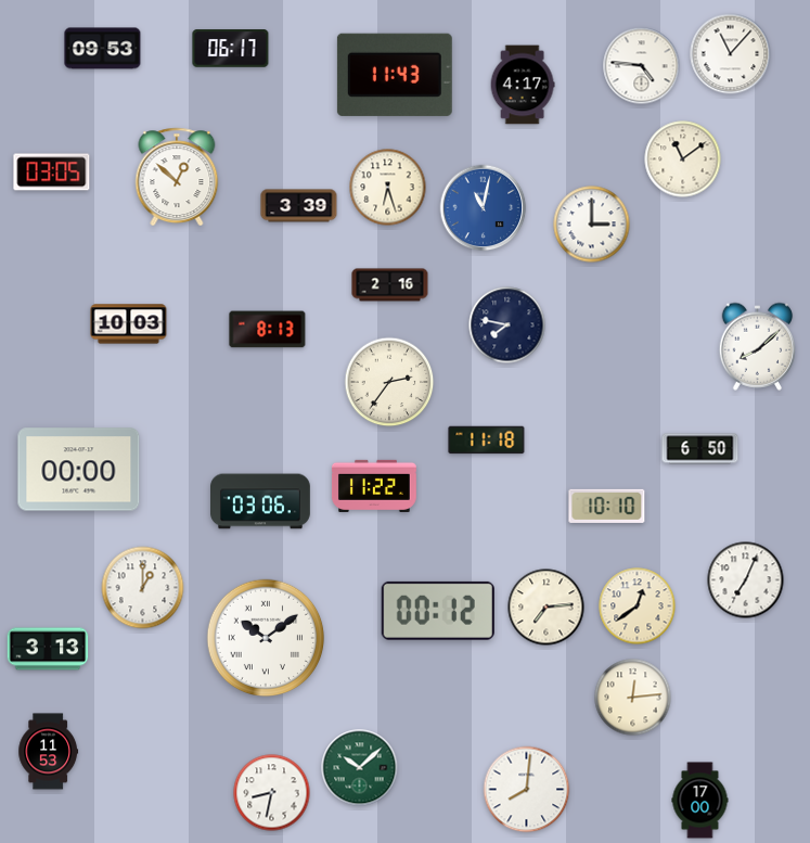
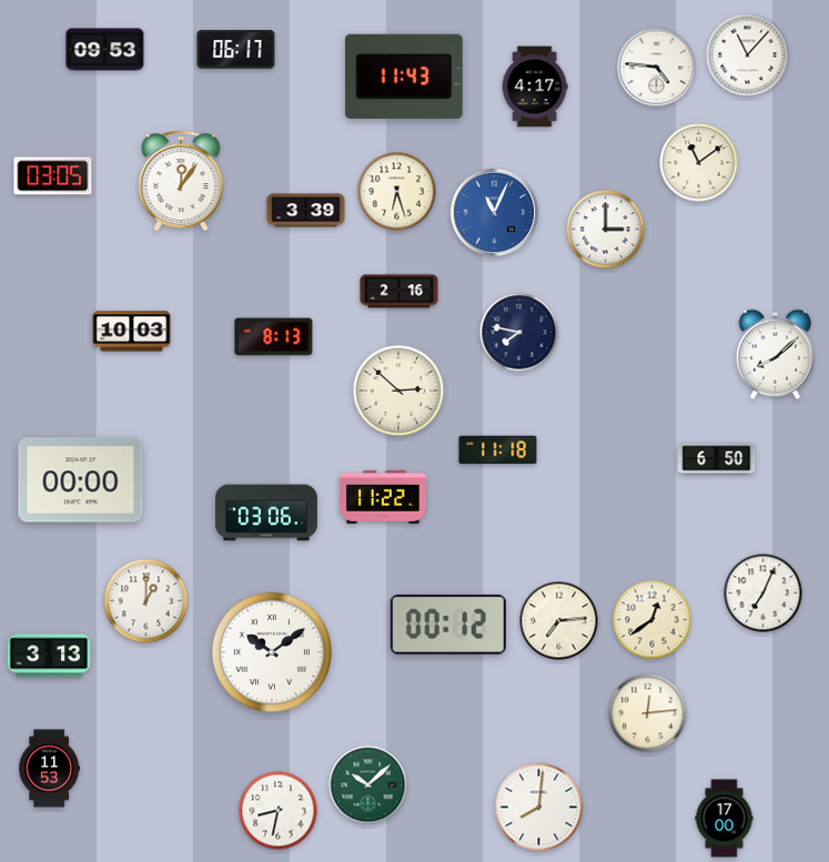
clock at (177, 177): 12:52 -> 12:06
clock at (484, 208): 11:02 -> 11:04
clock at (389, 382): 2:36 -> 2:52
clock at (607, 506): 10:10 -> none
clock at (48, 649) position: (48, 649) -> (49, 656)
clock at (700, 801) position: (700, 801) -> (725, 819)
